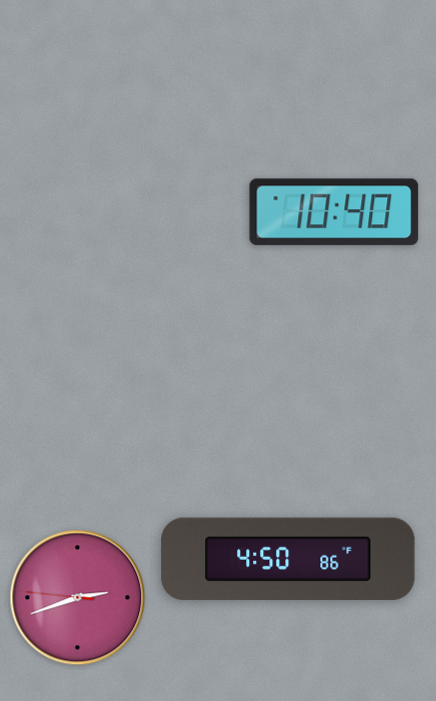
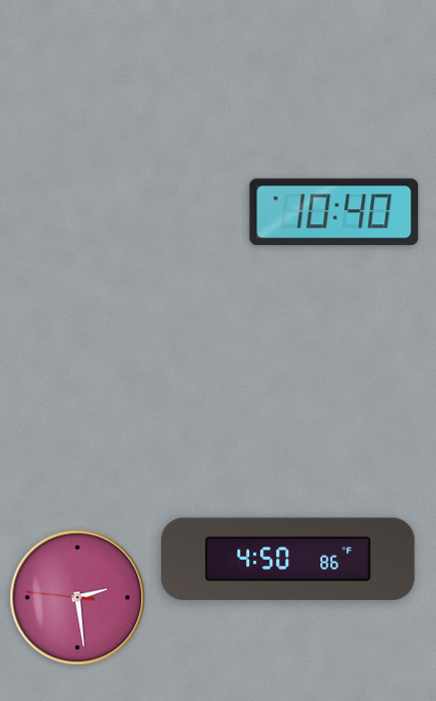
clock at (78, 598): 2:41 -> 2:28
